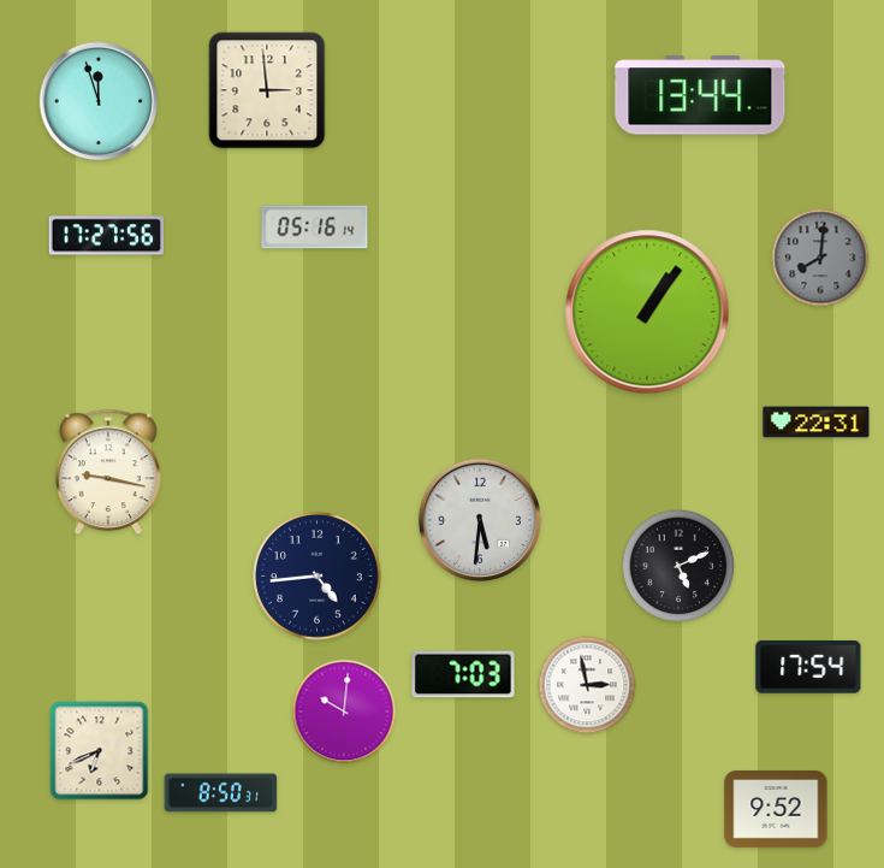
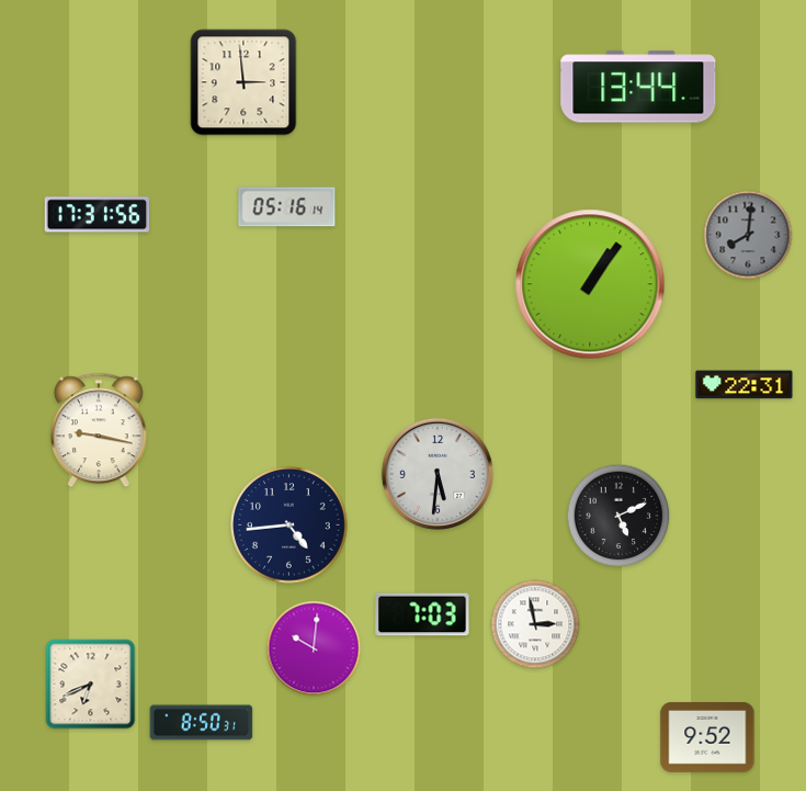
clock at (99, 101): 11:57 -> none
clock at (107, 236): 17:27 -> 17:31
clock at (808, 667): 17:54 -> none
